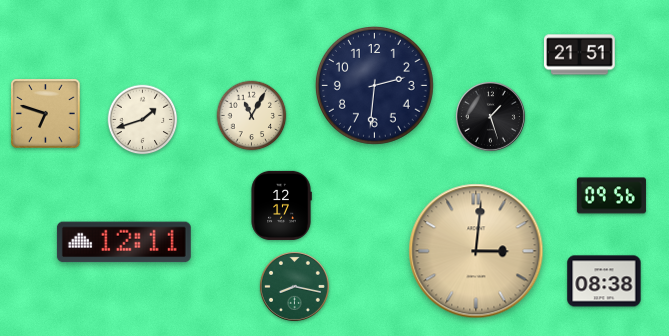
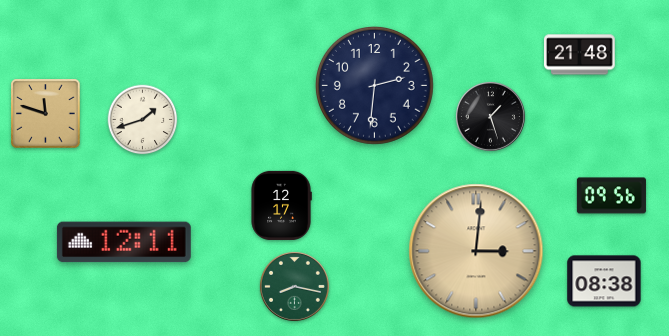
clock at (580, 55): 21:51 -> 21:48
clock at (46, 114): 6:48 -> 11:48
clock at (252, 116): 11:05 -> none
